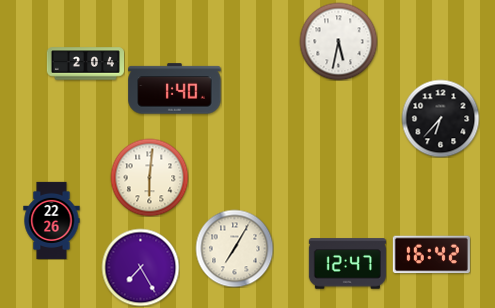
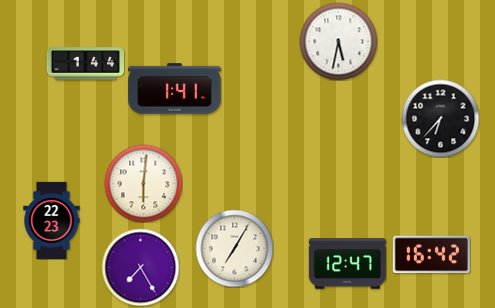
clock at (85, 64): 2:04 -> 1:44
clock at (175, 89): 1:40 -> 1:41
clock at (149, 177) position: (149, 177) -> (143, 183)
clock at (52, 220): 22:26 -> 22:23
